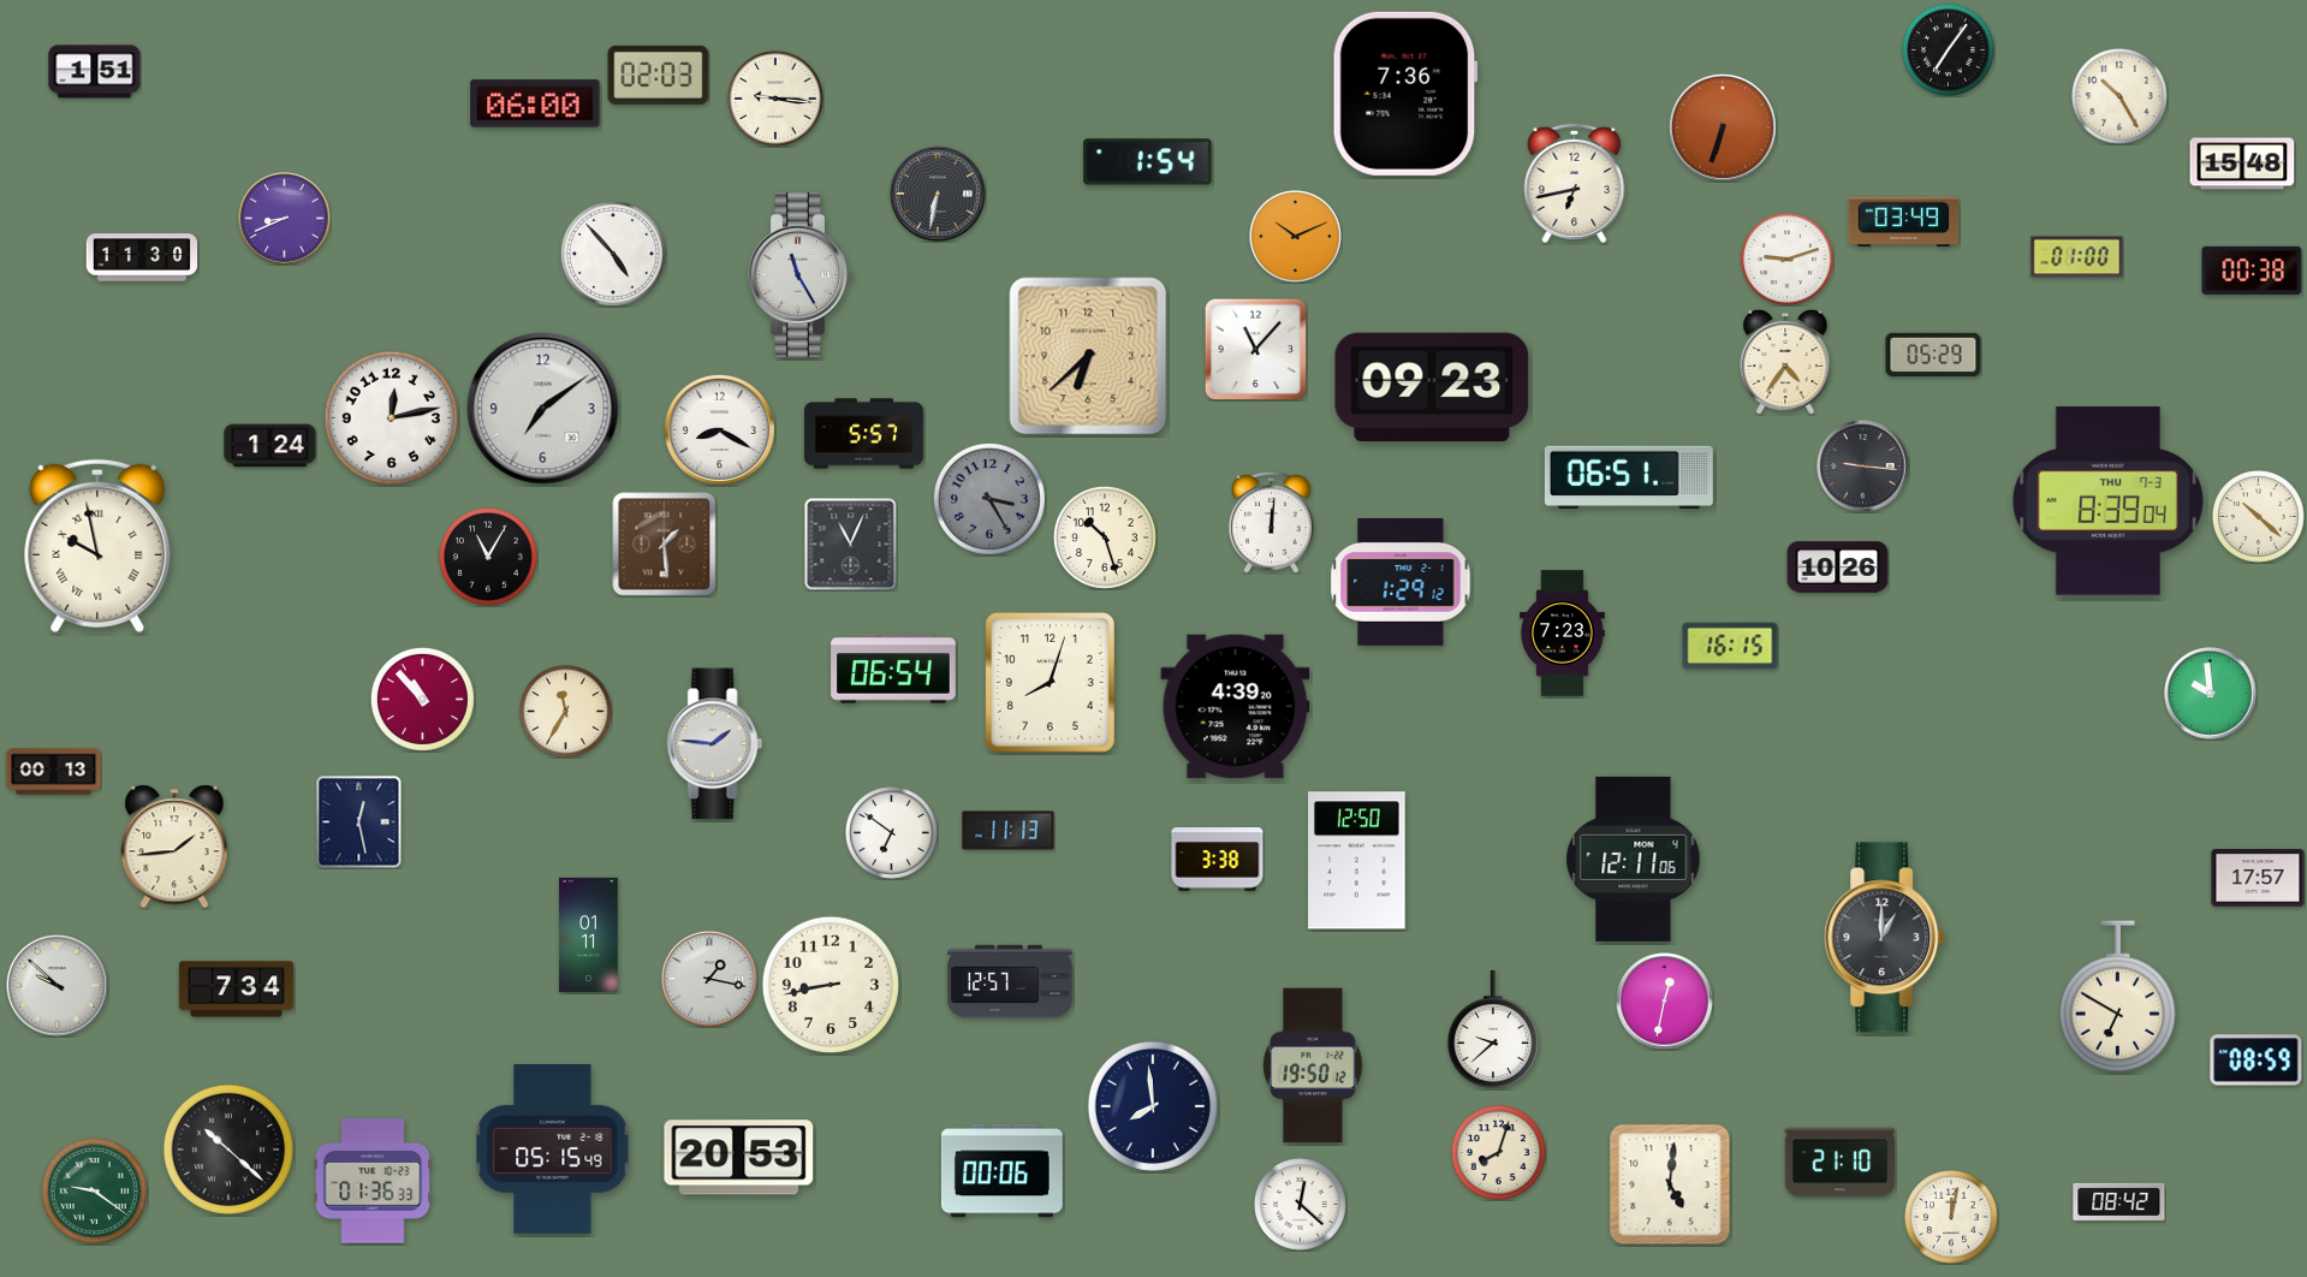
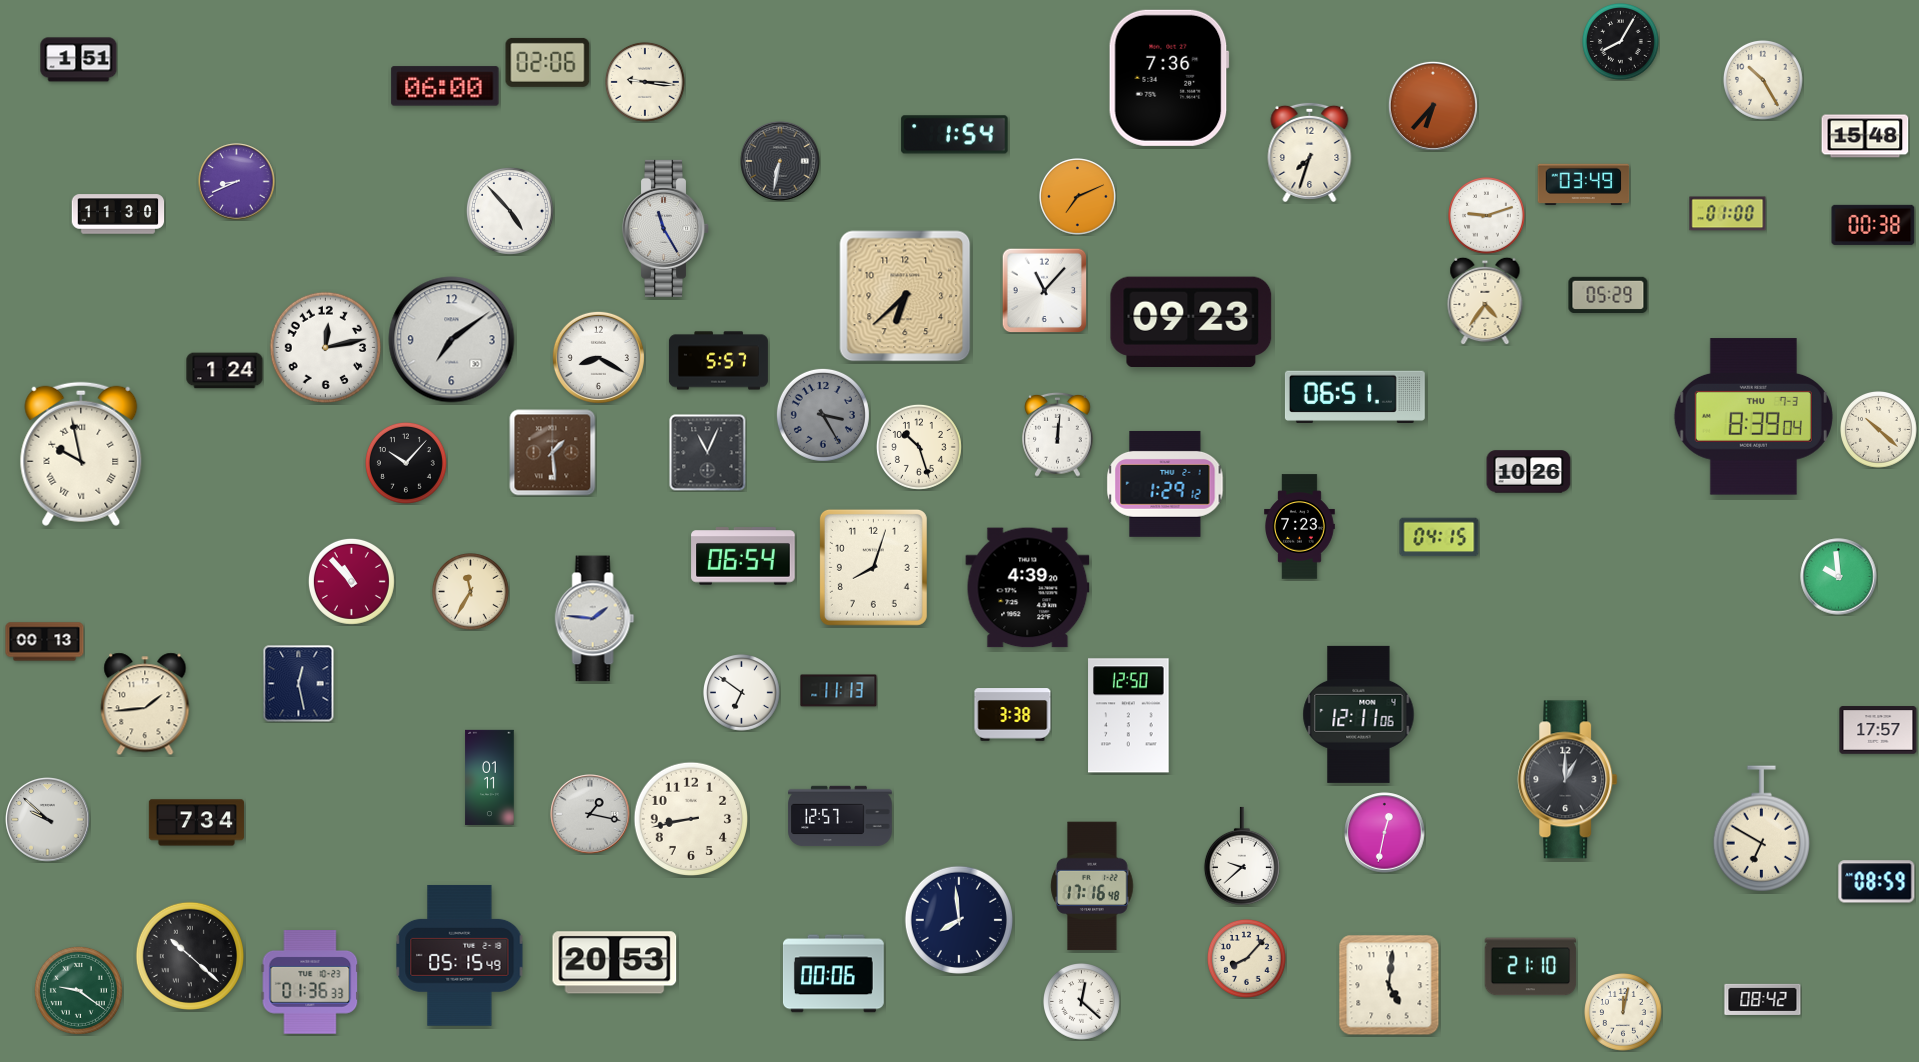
clock at (1949, 51): 7:06 -> 8:05
clock at (659, 75): 02:03 -> 02:06
clock at (1723, 127): 6:33 -> 6:37
clock at (1575, 183): 6:43 -> 7:33
clock at (1296, 237): 10:11 -> 7:11
clock at (1863, 467): 9:16 -> none
clock at (488, 557): 11:05 -> 10:07
clock at (1730, 646): 16:15 -> 04:15
clock at (1313, 1065): 19:50 -> 17:16
clock at (1499, 1153): 8:03 -> 8:07
